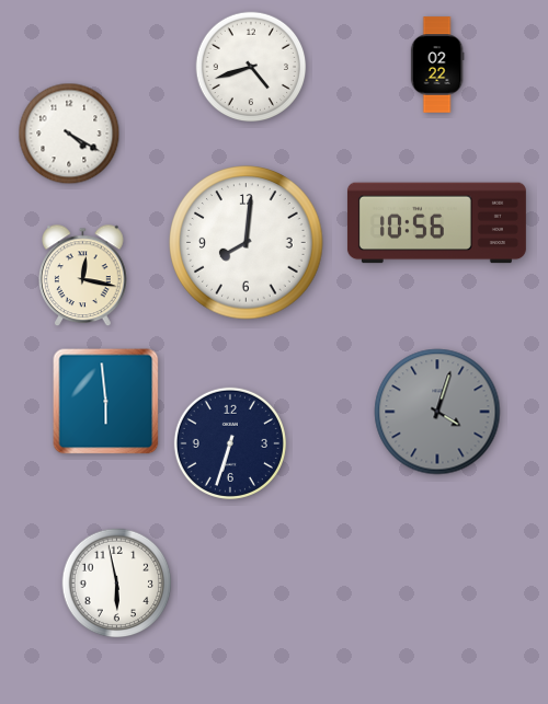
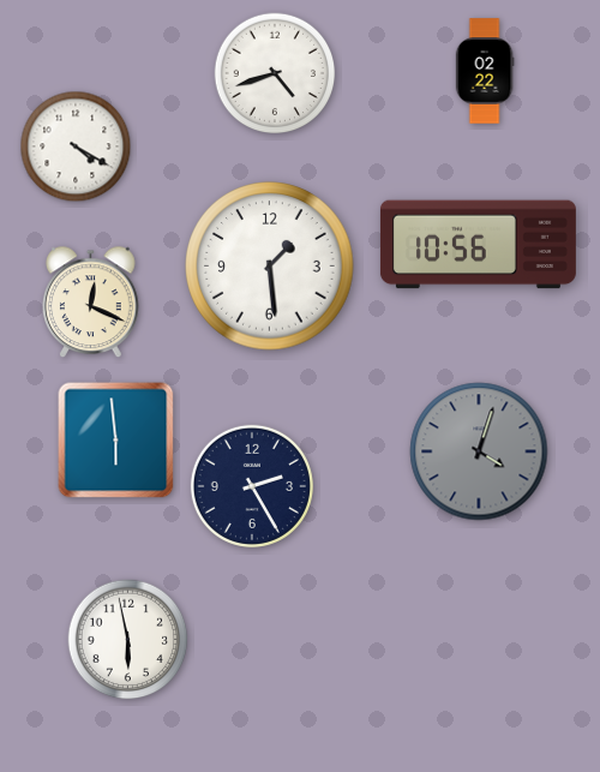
clock at (437, 65) position: (437, 65) -> (485, 71)
clock at (247, 243): 8:01 -> 1:29
clock at (83, 276): 12:17 -> 12:19
clock at (230, 443): 6:33 -> 2:25
